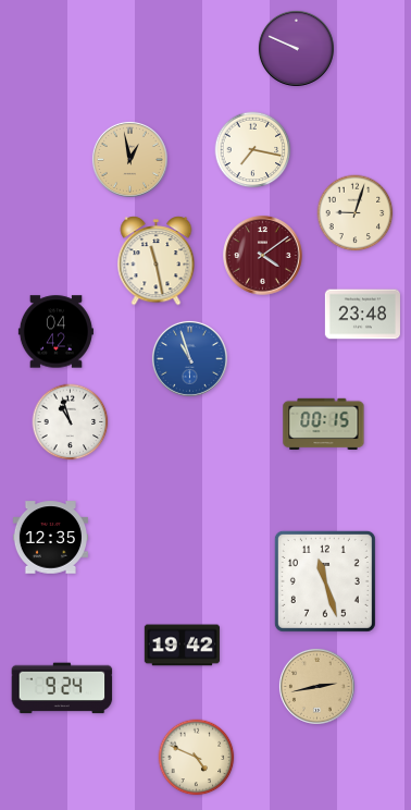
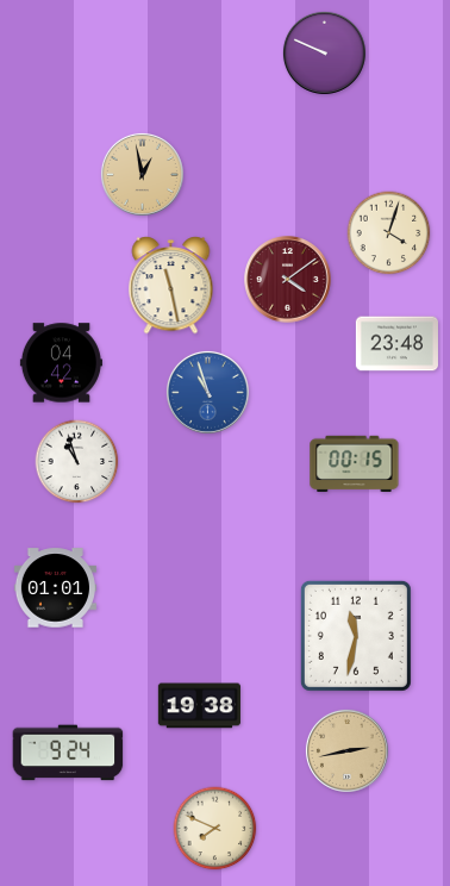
clock at (253, 150): 7:17 -> none
clock at (356, 213): 9:03 -> 4:03
clock at (50, 538): 12:35 -> 01:01
clock at (325, 581): 11:27 -> 11:32
clock at (182, 646): 19:42 -> 19:38
clock at (197, 758): 4:49 -> 7:49
